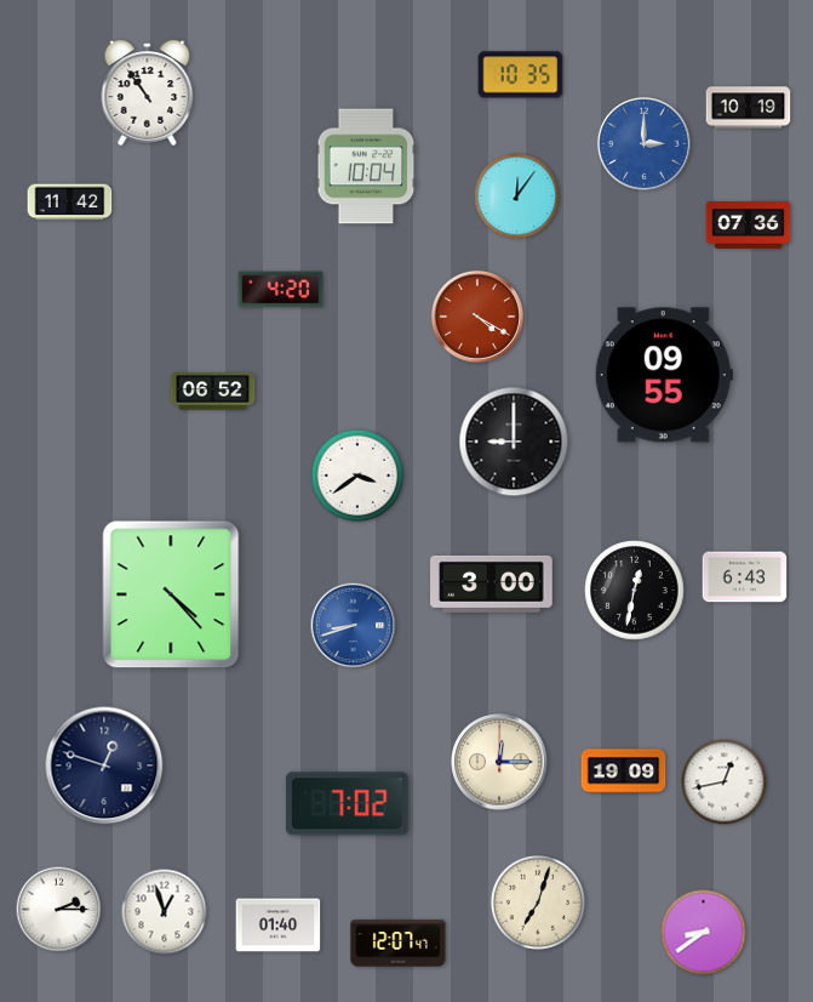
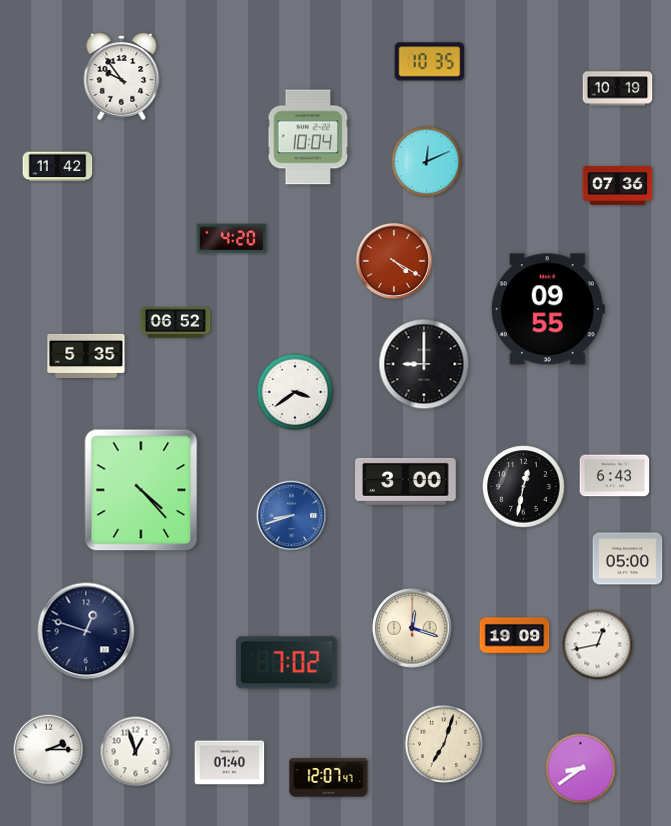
clock at (148, 92): 10:54 -> 9:54
clock at (643, 143): 3:00 -> none
clock at (366, 166) position: (366, 166) -> (308, 137)
clock at (517, 197): 12:06 -> 12:11
clock at (86, 356): none -> 5:35
clock at (628, 559): none -> 05:00
clock at (499, 762): 12:15 -> 12:18
